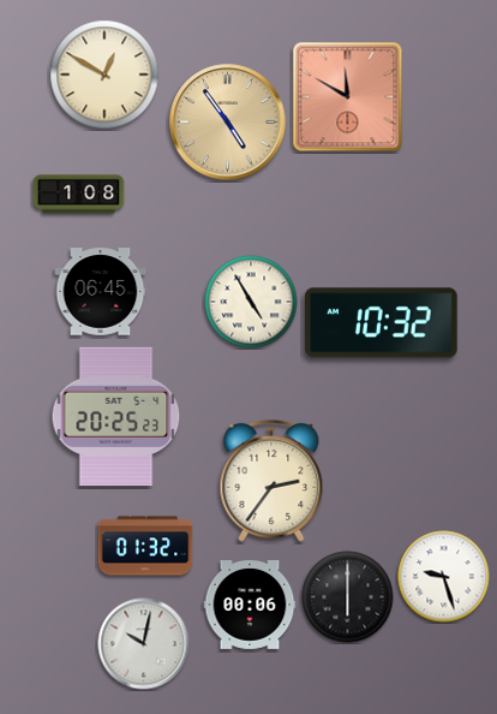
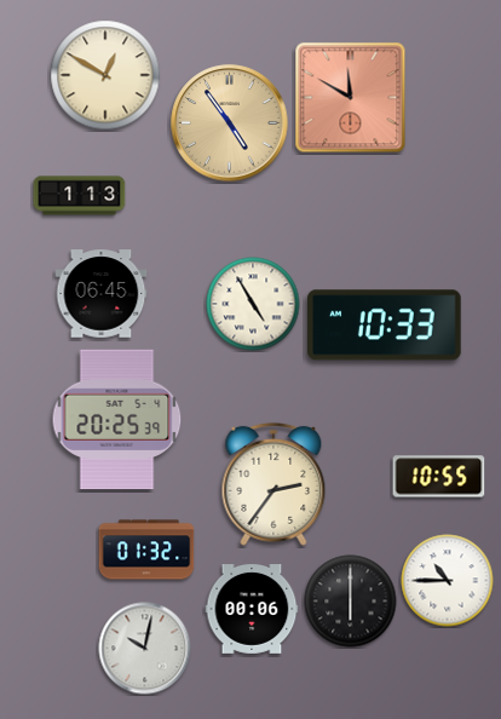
clock at (79, 195): 1:08 -> 1:13
clock at (382, 323): 10:32 -> 10:33
clock at (116, 417): 20:25:23 -> 20:25:39
clock at (439, 477): none -> 10:55
clock at (444, 577): 9:27 -> 10:45
